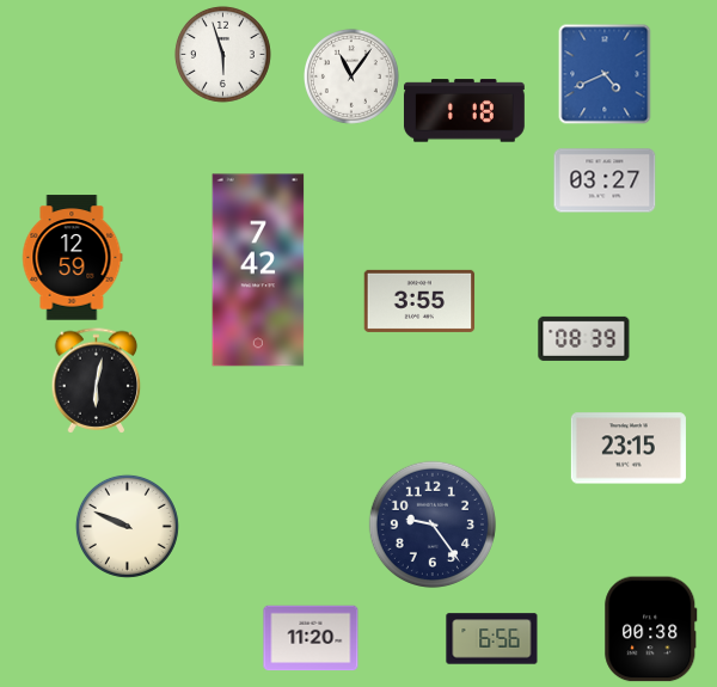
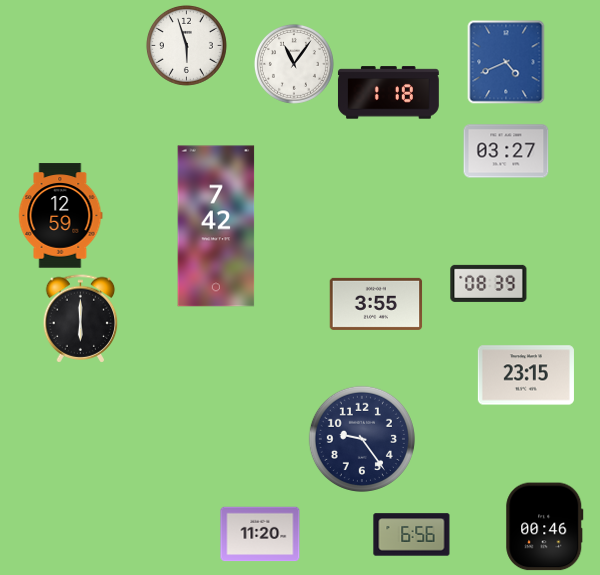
clock at (419, 301) position: (419, 301) -> (376, 304)
clock at (97, 381): 6:02 -> 6:00
clock at (127, 526): 9:49 -> none
clock at (651, 630): 00:38 -> 00:46
